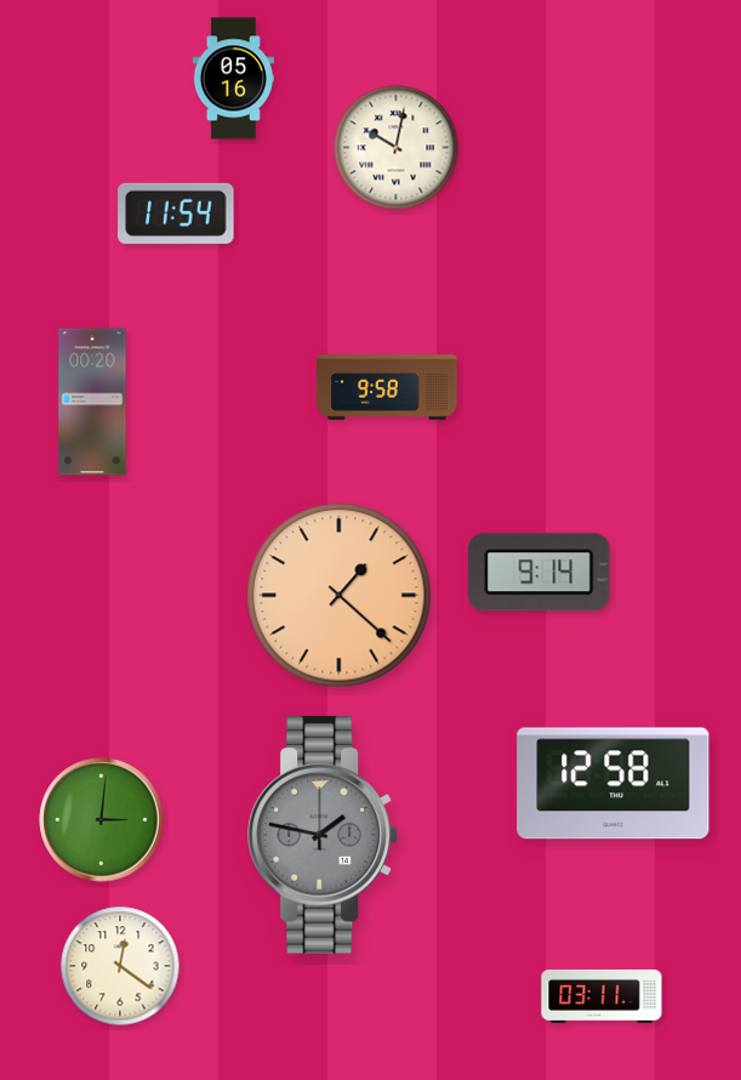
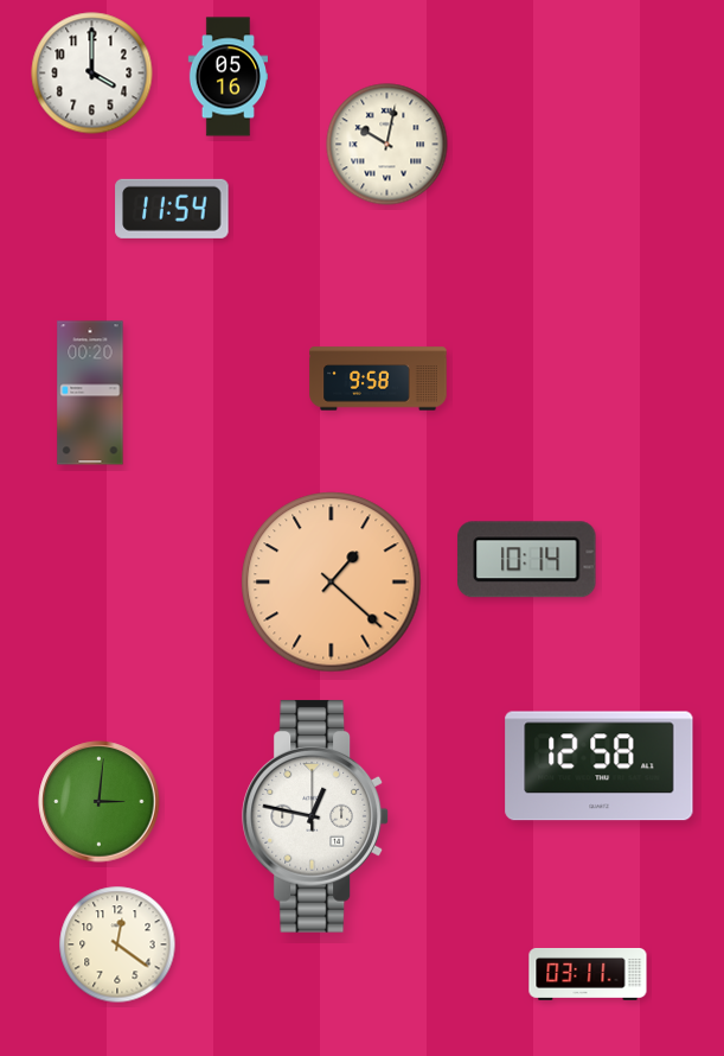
clock at (92, 74): none -> 4:00
clock at (540, 573): 9:14 -> 10:14
clock at (324, 835): 1:47 -> 12:47
clock at (324, 835) dial: grey -> white
